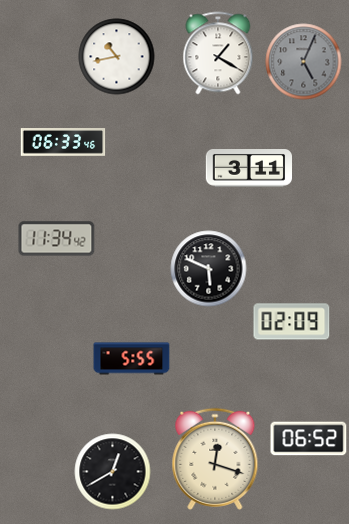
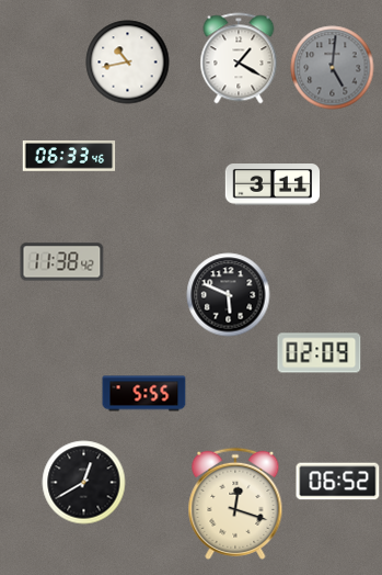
clock at (304, 62): 5:04 -> 5:01
clock at (57, 239): 11:34 -> 11:38
clock at (113, 472) position: (113, 472) -> (84, 483)
